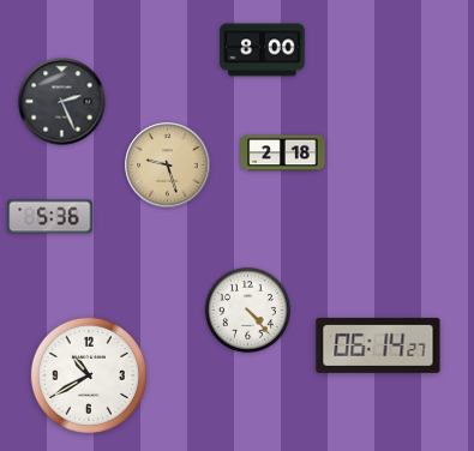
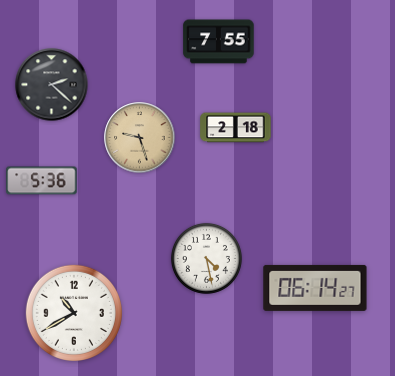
clock at (263, 50): 8:00 -> 7:55
clock at (62, 102): 2:26 -> 2:22
clock at (247, 309): 4:23 -> 4:28
